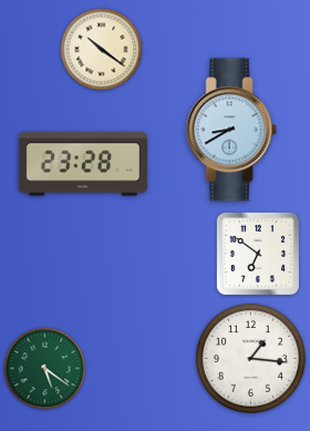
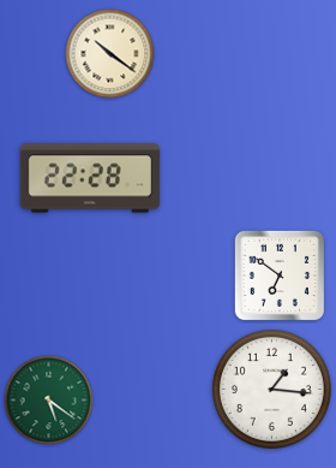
clock at (231, 130): 8:40 -> none
clock at (83, 164): 23:28 -> 22:28
